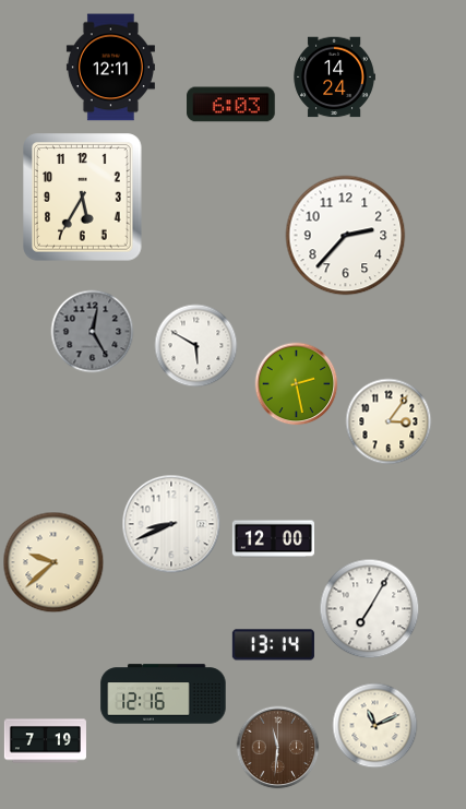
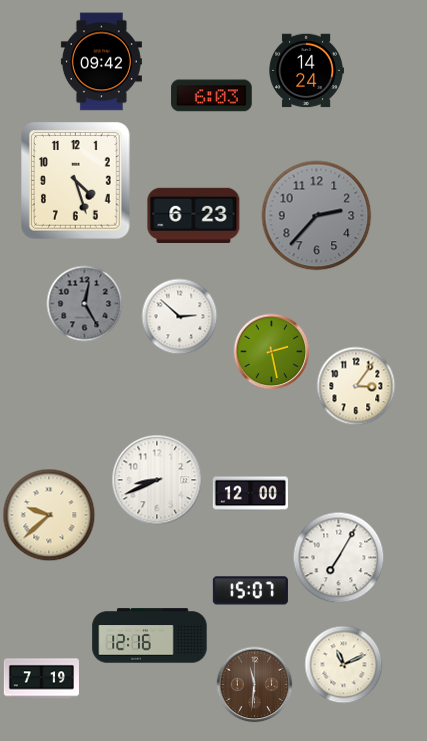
clock at (110, 68): 12:11 -> 09:42
clock at (83, 198): 5:35 -> 4:27
clock at (194, 215): none -> 6:23
clock at (346, 236) dial: white -> grey
clock at (196, 346): 5:50 -> 2:52
clock at (273, 645): 13:14 -> 15:07
